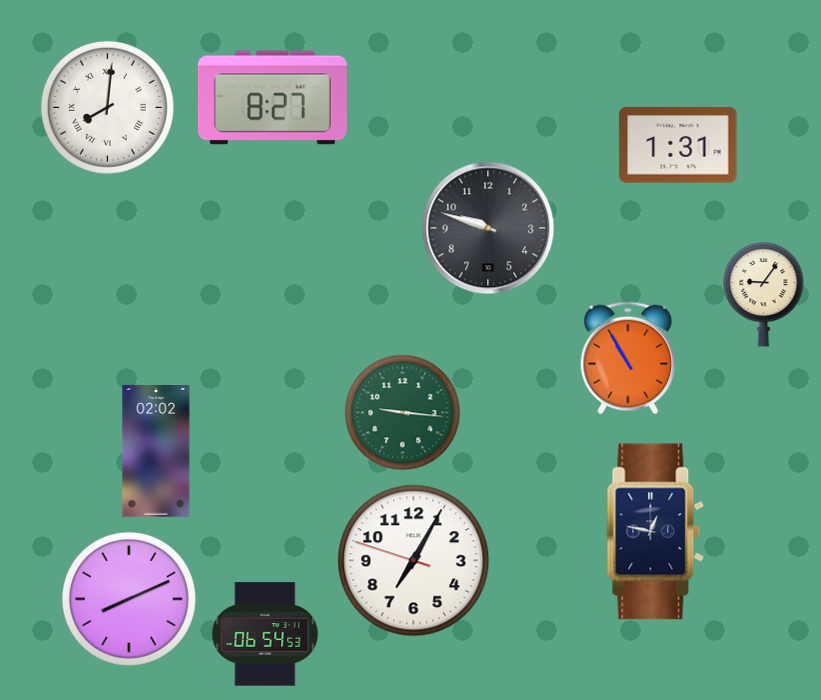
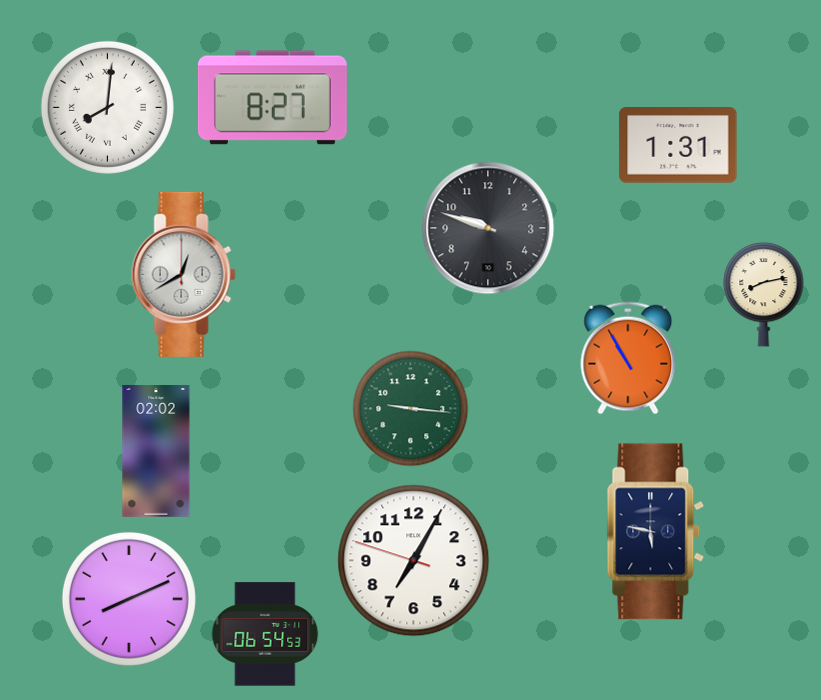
clock at (183, 274): none -> 12:40
clock at (764, 294): 9:06 -> 8:13
clock at (403, 413) position: (403, 413) -> (411, 409)
clock at (656, 532): 12:47 -> 5:47
